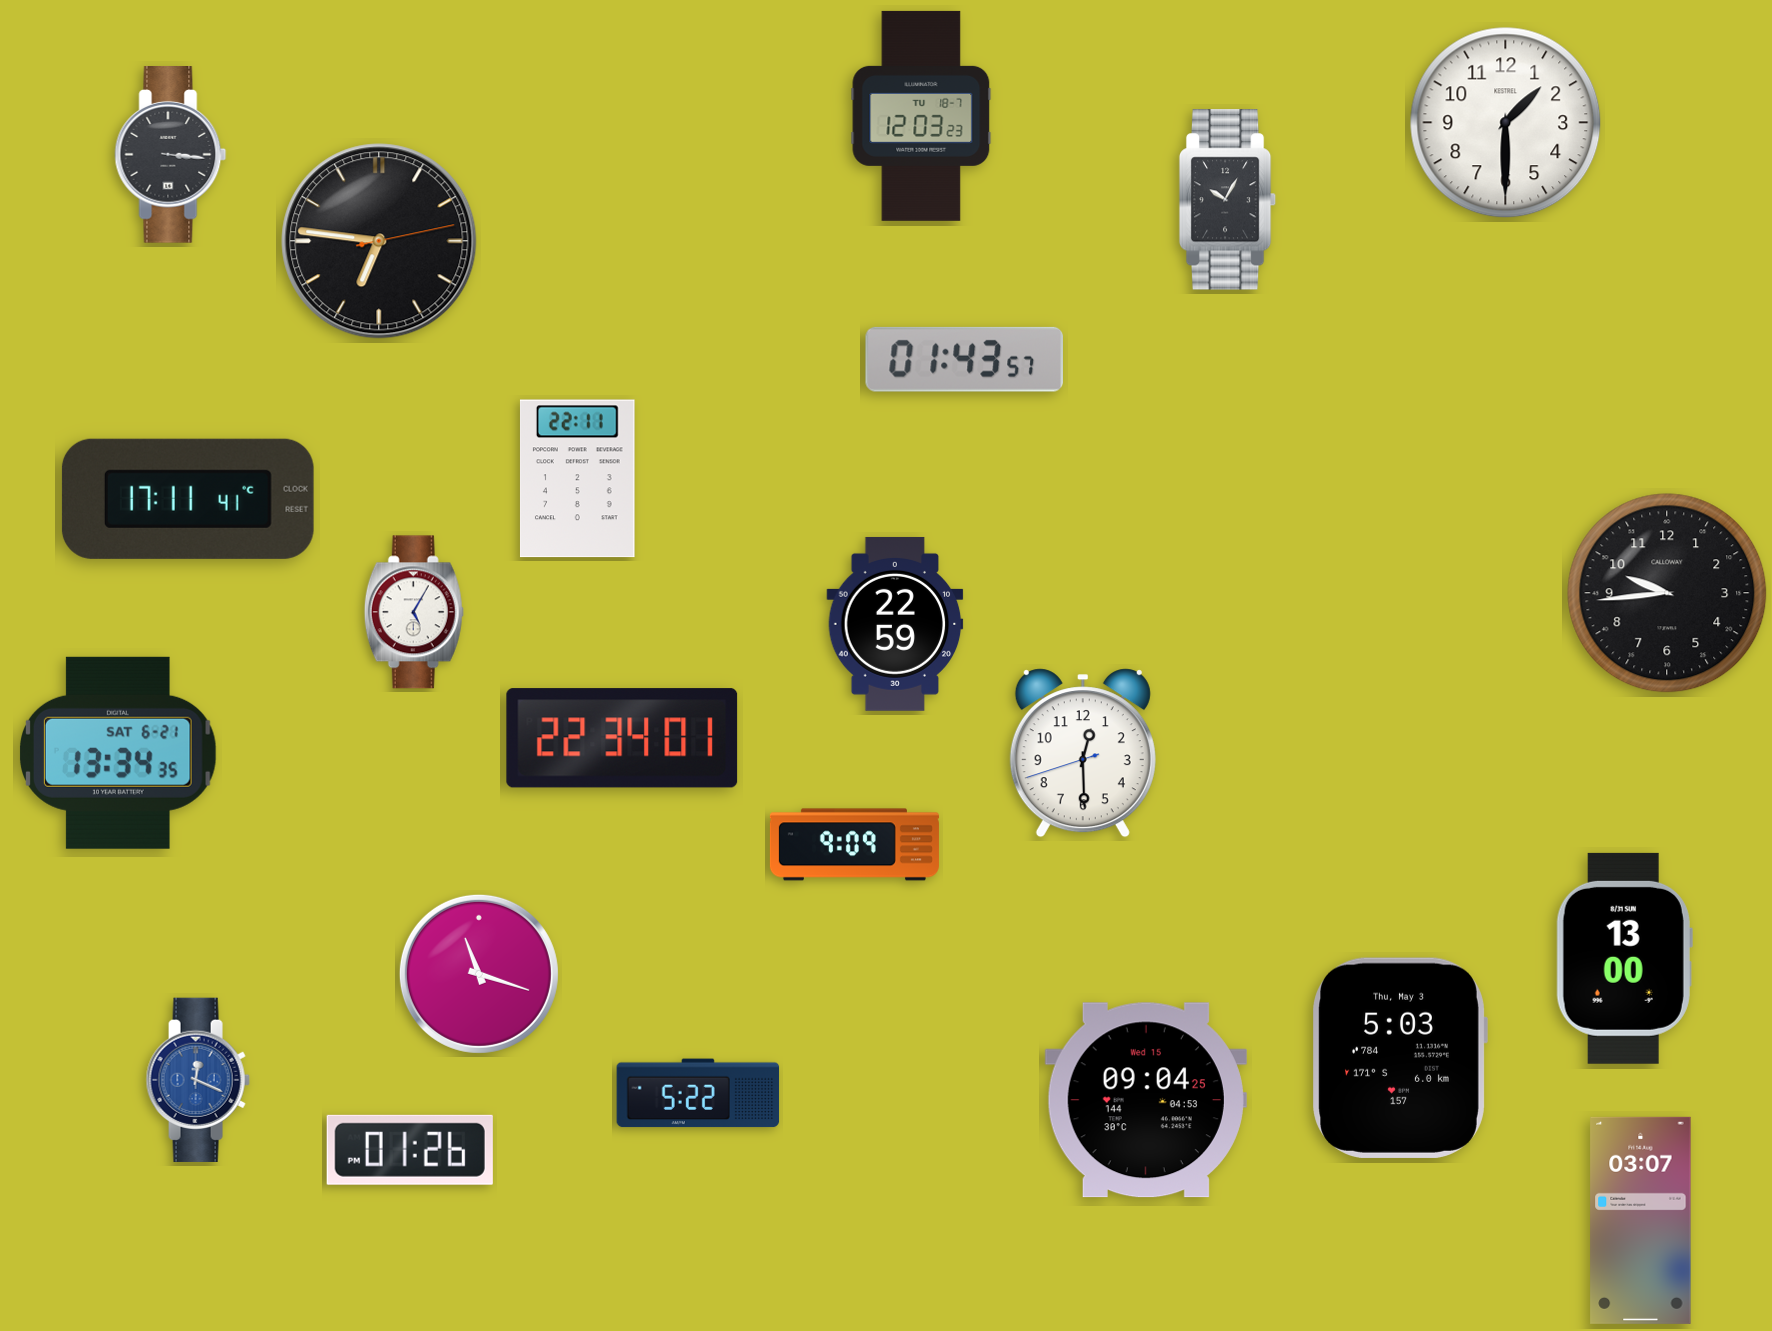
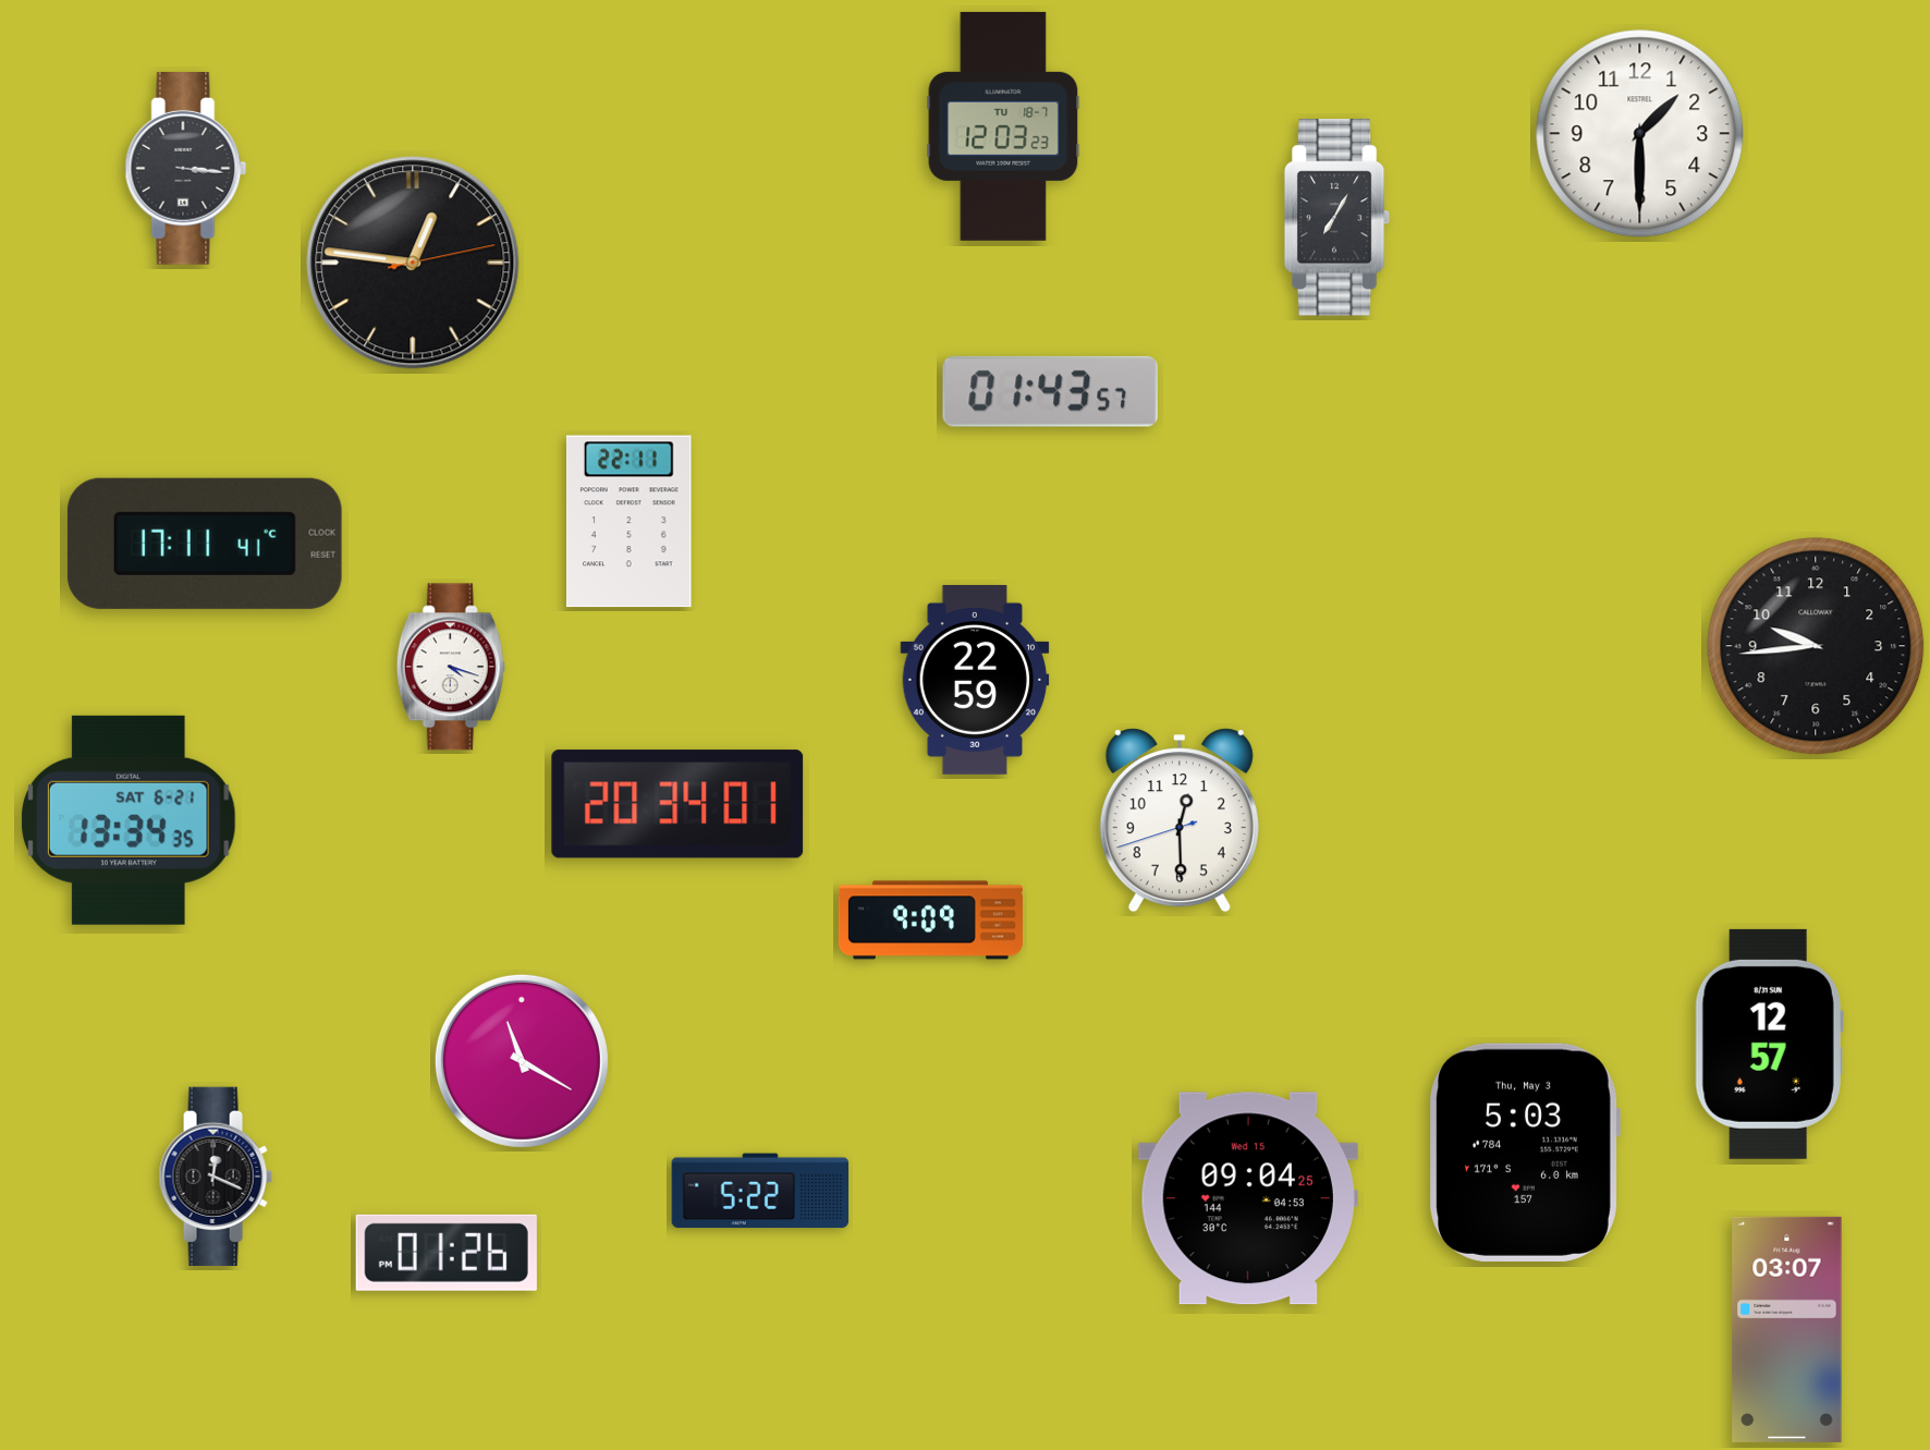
clock at (1228, 200): 10:05 -> 7:05
clock at (379, 241): 6:46 -> 12:46
clock at (414, 612): 5:05 -> 4:18
clock at (622, 738): 22:34 -> 20:34
clock at (1624, 958): 13:00 -> 12:57
clock at (479, 974): 11:18 -> 11:20
clock at (198, 1079) dial: blue -> black
